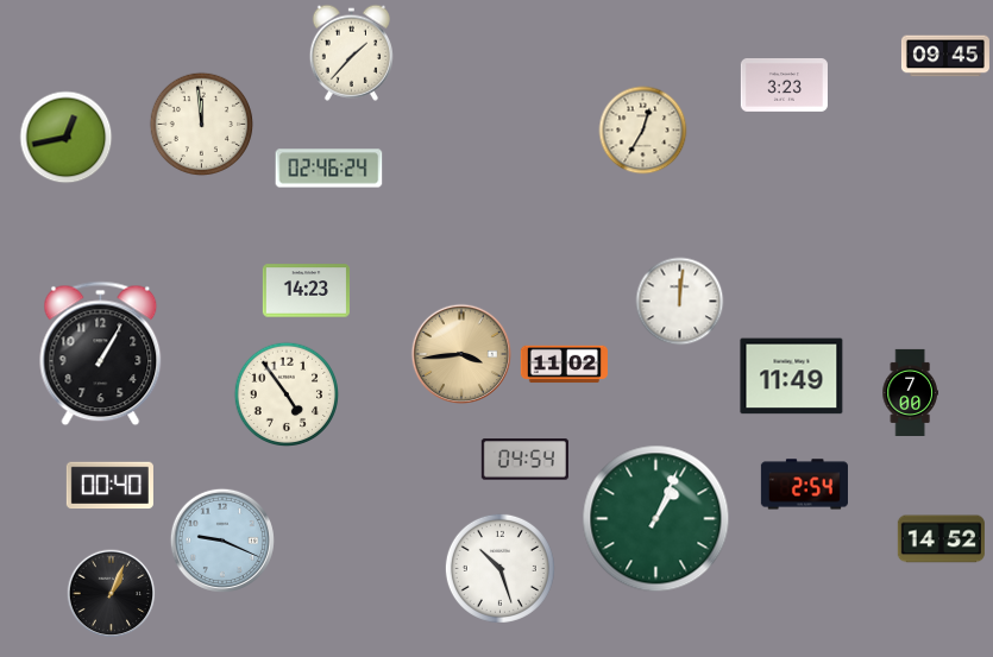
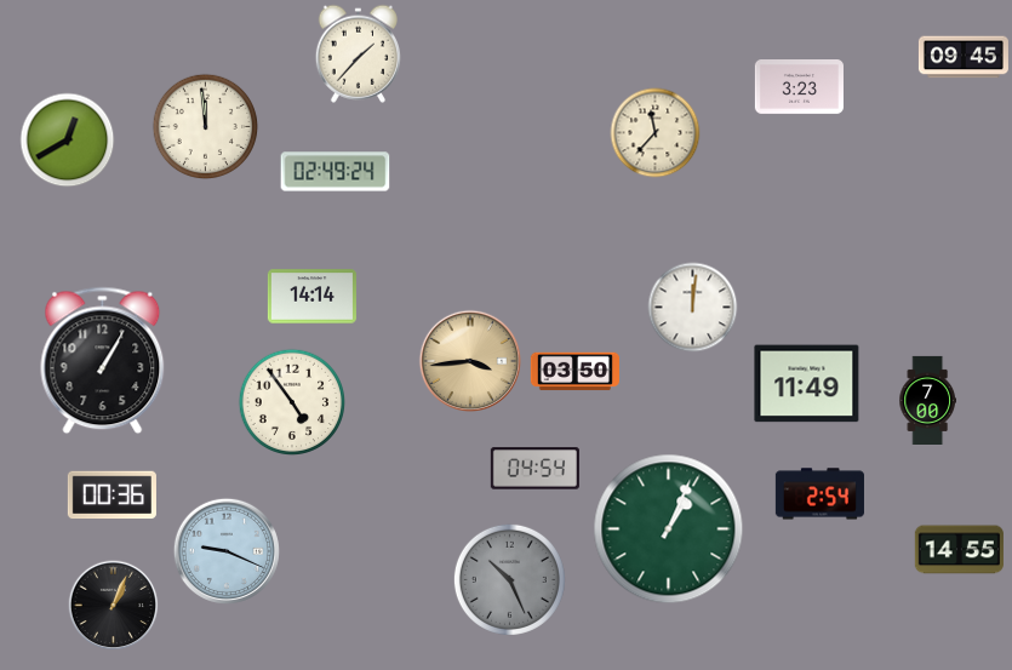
clock at (643, 131): 12:35 -> 11:37
clock at (67, 138): 12:43 -> 12:40
clock at (329, 169): 02:46 -> 02:49
clock at (306, 291): 14:23 -> 14:14
clock at (564, 365): 11:02 -> 03:50
clock at (109, 486): 00:40 -> 00:36
clock at (941, 539): 14:52 -> 14:55
clock at (499, 568): 10:27 -> 10:26
clock at (499, 568) dial: white -> grey
